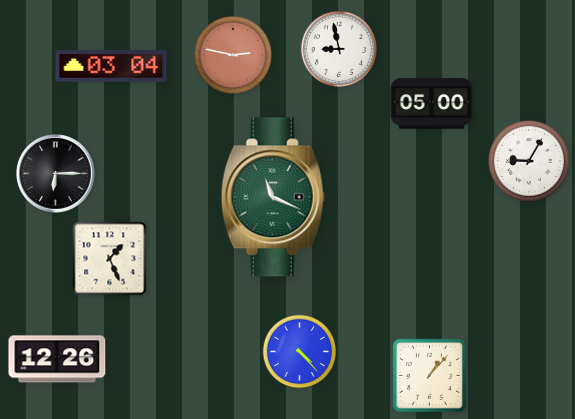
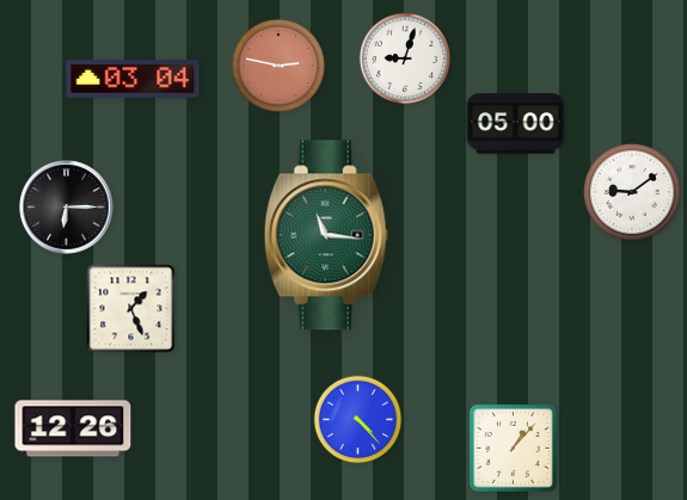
clock at (338, 48): 8:58 -> 9:03
clock at (530, 162): 9:05 -> 9:09
clock at (273, 197): 11:19 -> 11:16
clock at (57, 359) position: (57, 359) -> (73, 428)
